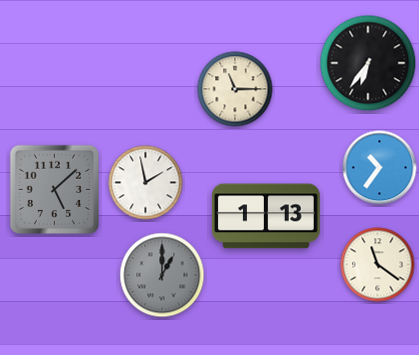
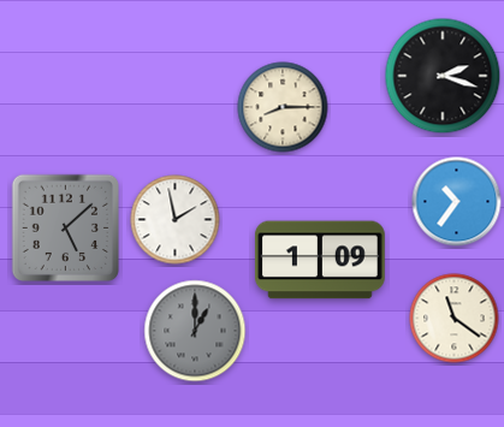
clock at (368, 63): 6:36 -> 2:18
clock at (235, 89): 11:15 -> 8:15
clock at (266, 216): 1:13 -> 1:09
